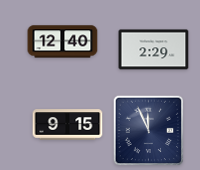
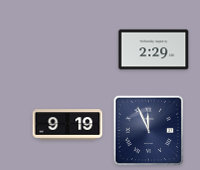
clock at (63, 42): 12:40 -> none
clock at (68, 125): 9:15 -> 9:19
